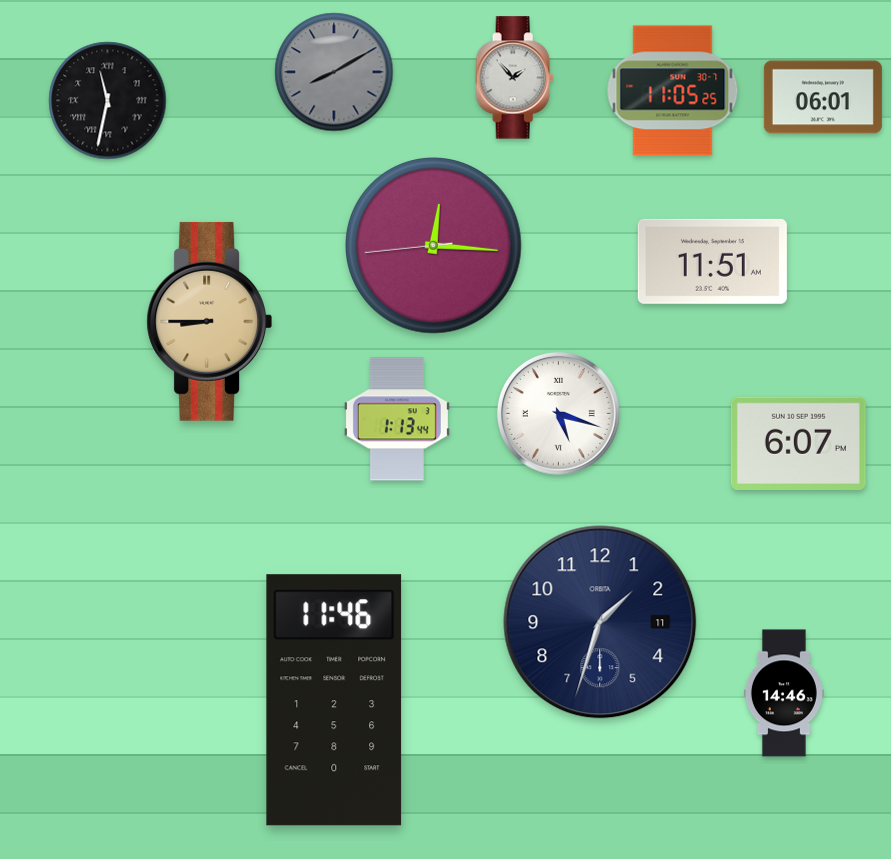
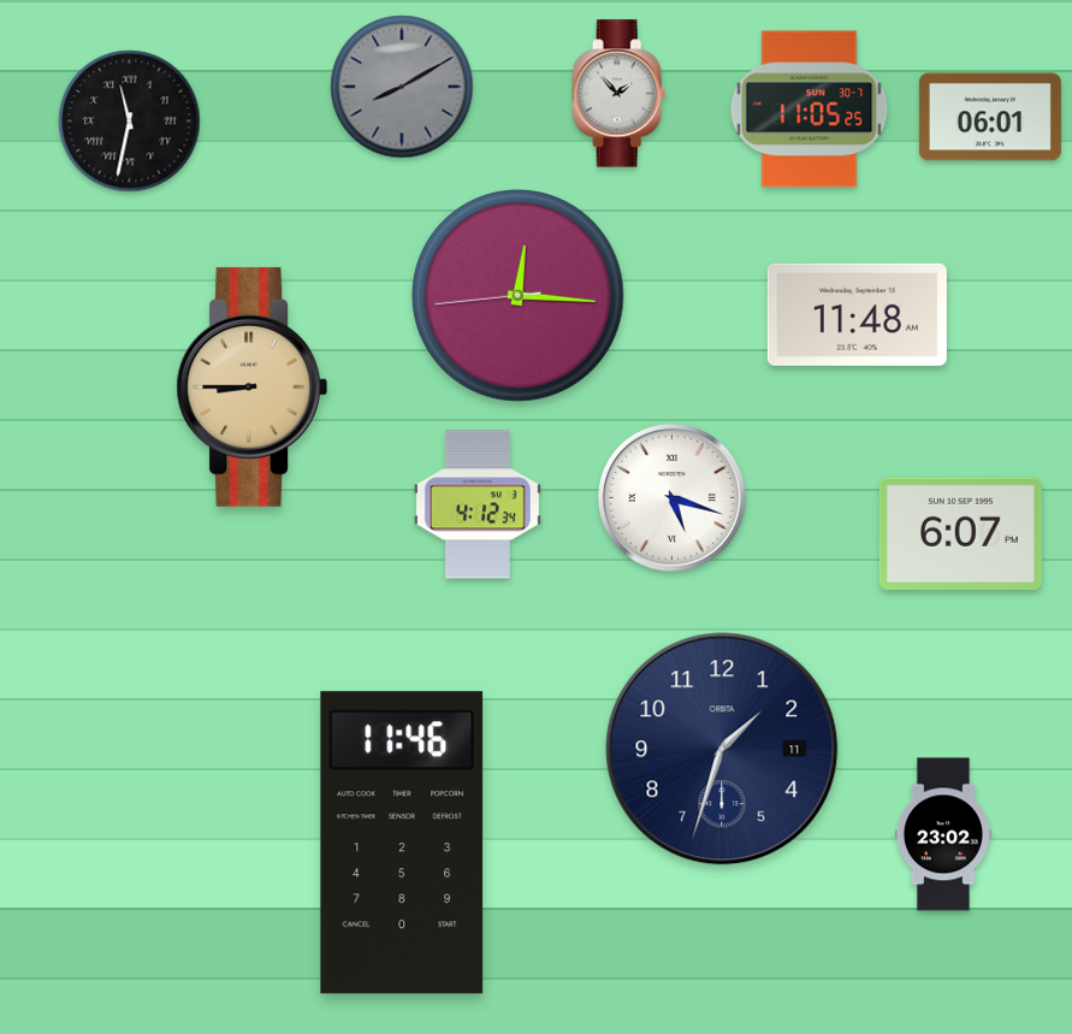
clock at (434, 246) position: (434, 246) -> (519, 296)
clock at (712, 261): 11:51 -> 11:48
clock at (397, 419): 1:13 -> 4:12
clock at (784, 693): 14:46 -> 23:02
